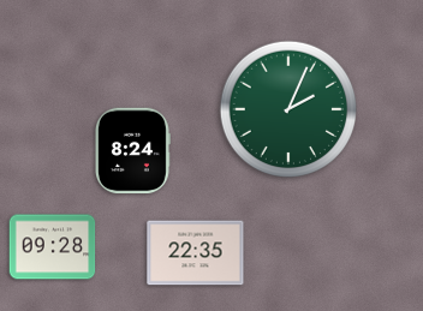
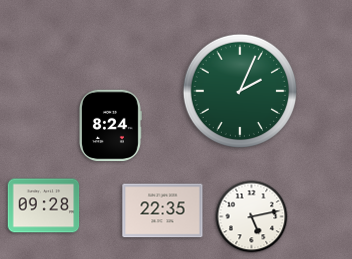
clock at (252, 217): none -> 5:13
